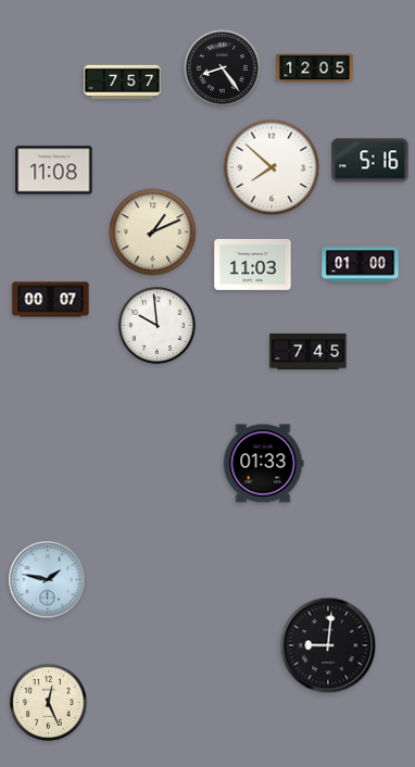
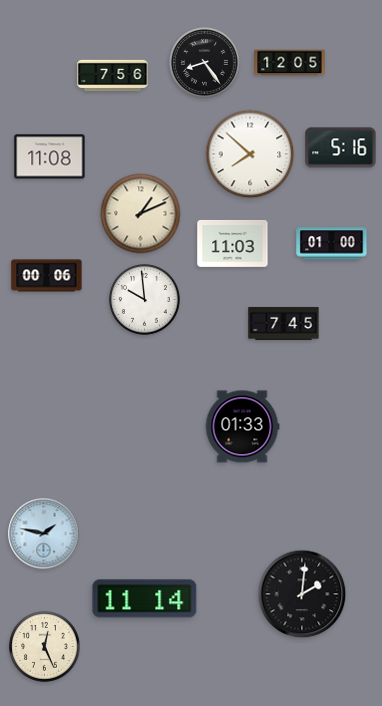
clock at (123, 83): 7:57 -> 7:56
clock at (51, 300): 00:07 -> 00:06
clock at (328, 645): 9:01 -> 2:01
clock at (145, 599): none -> 11:14
